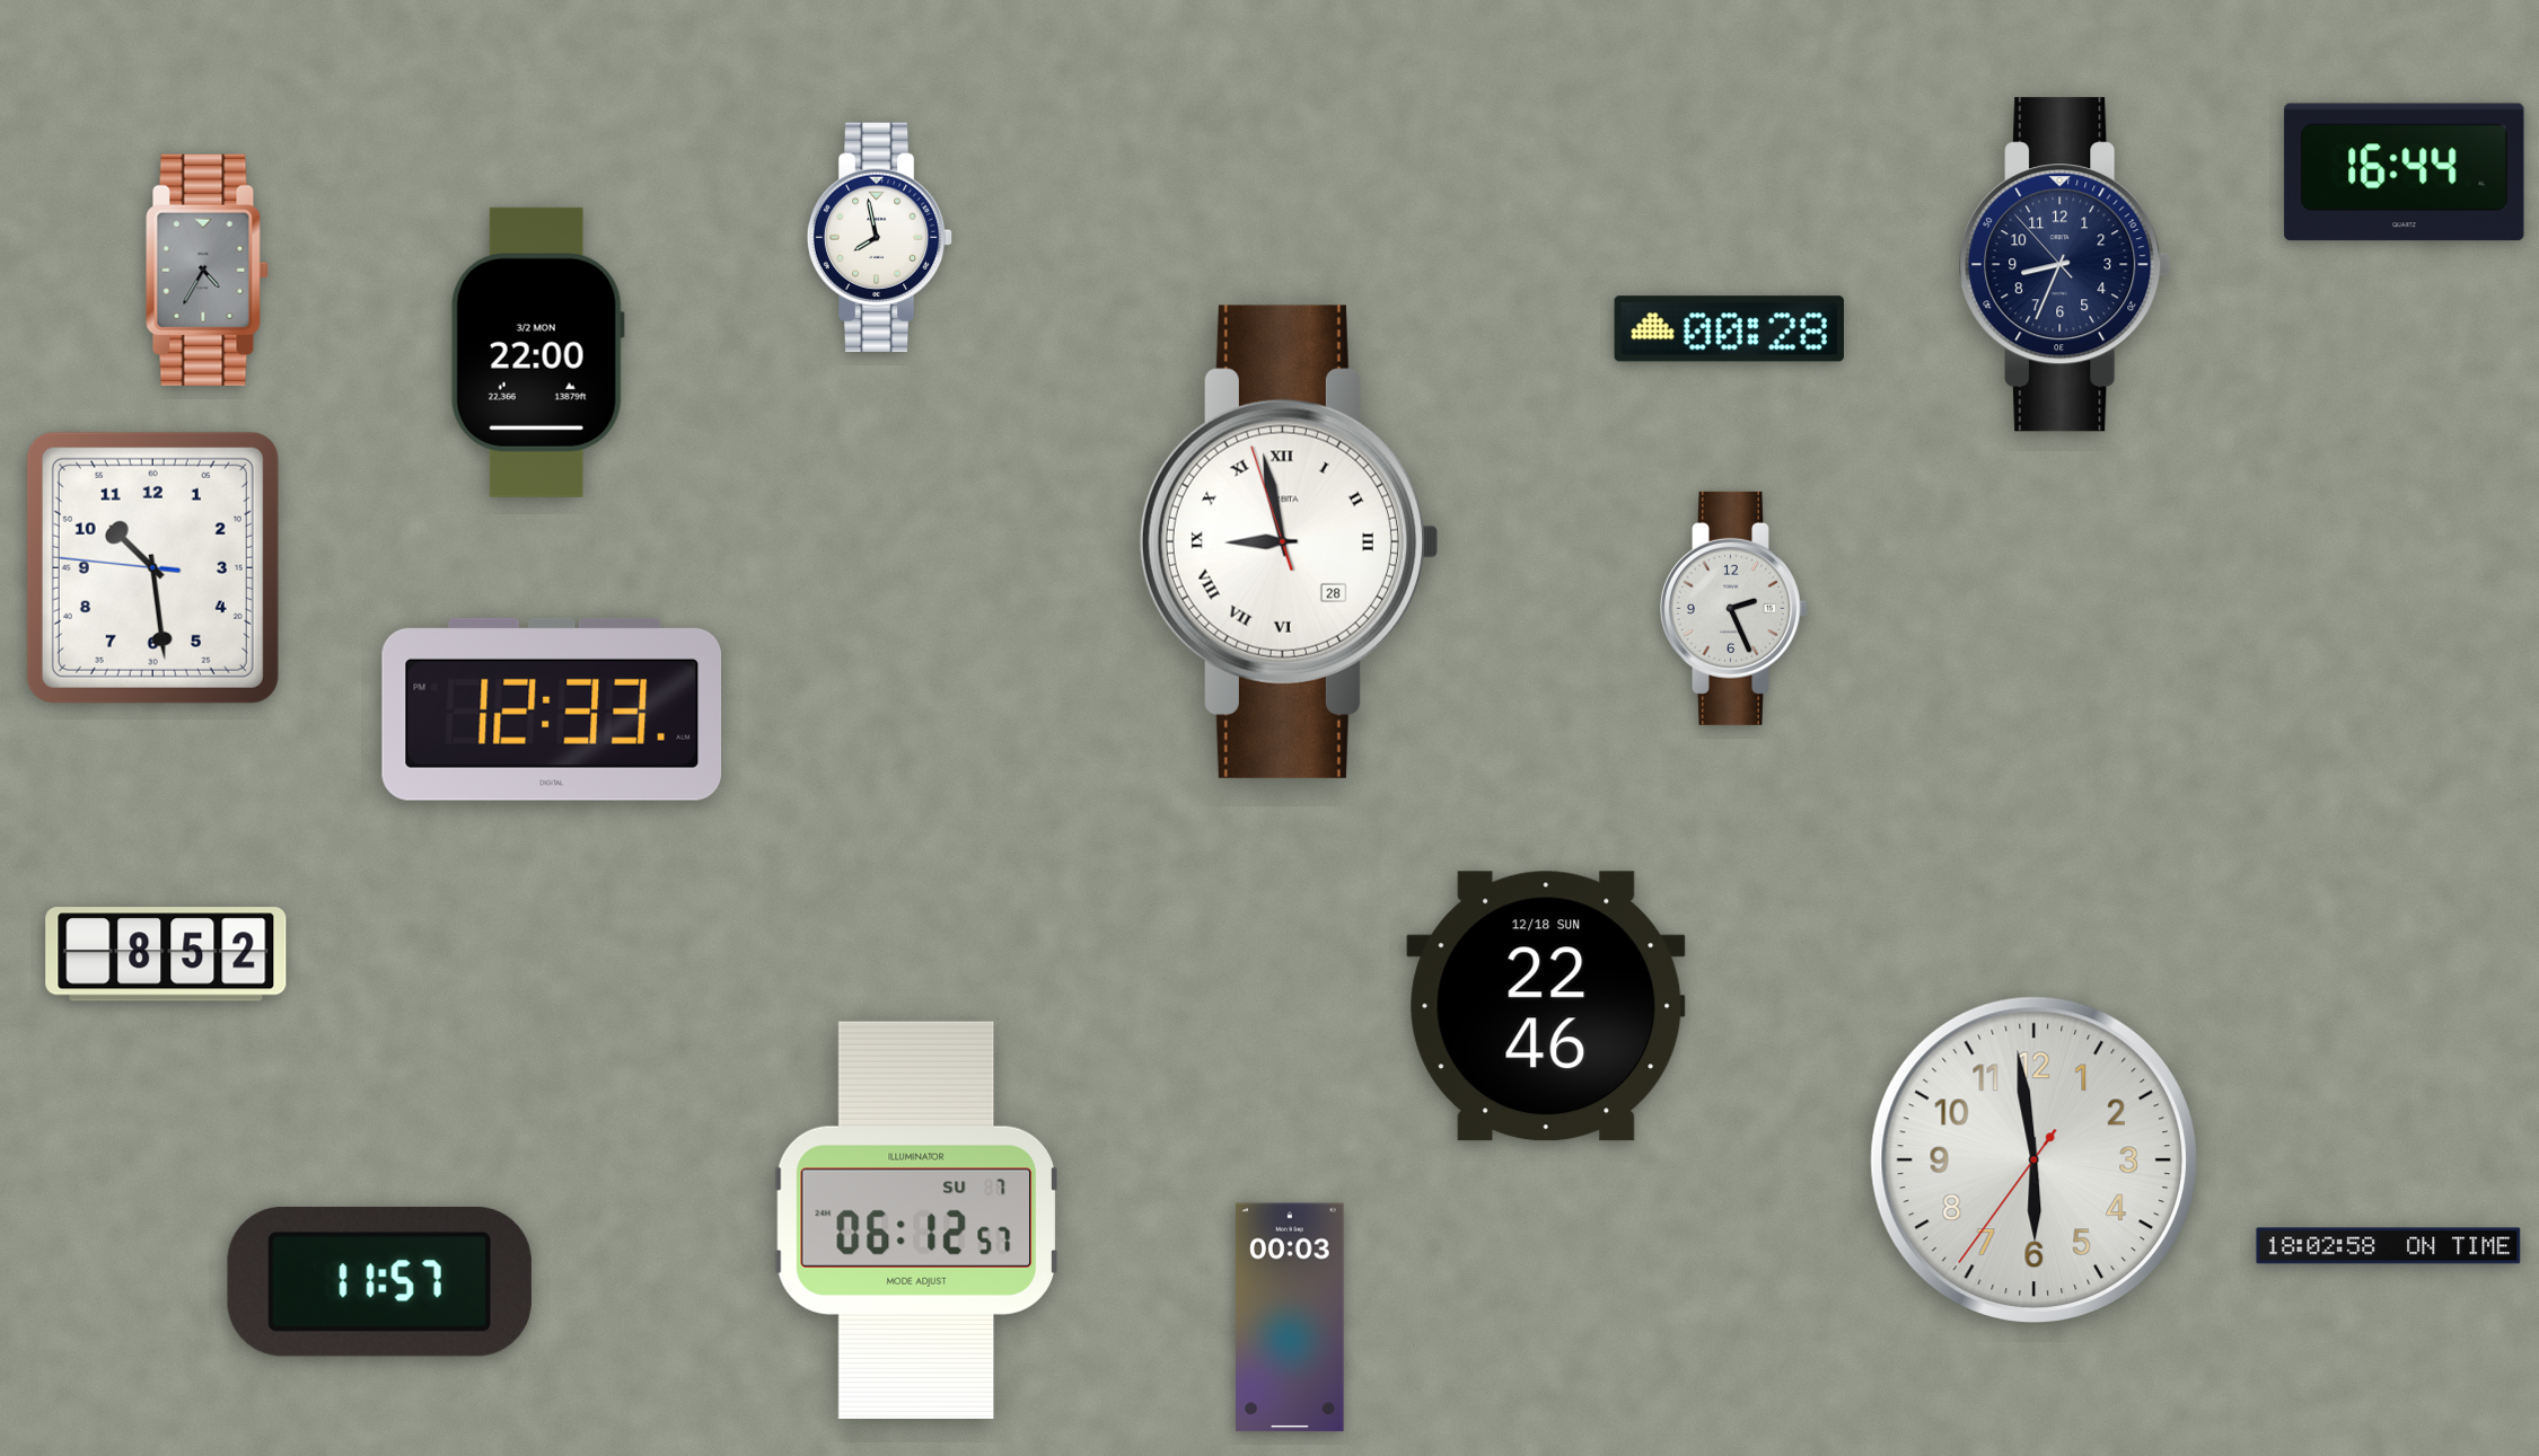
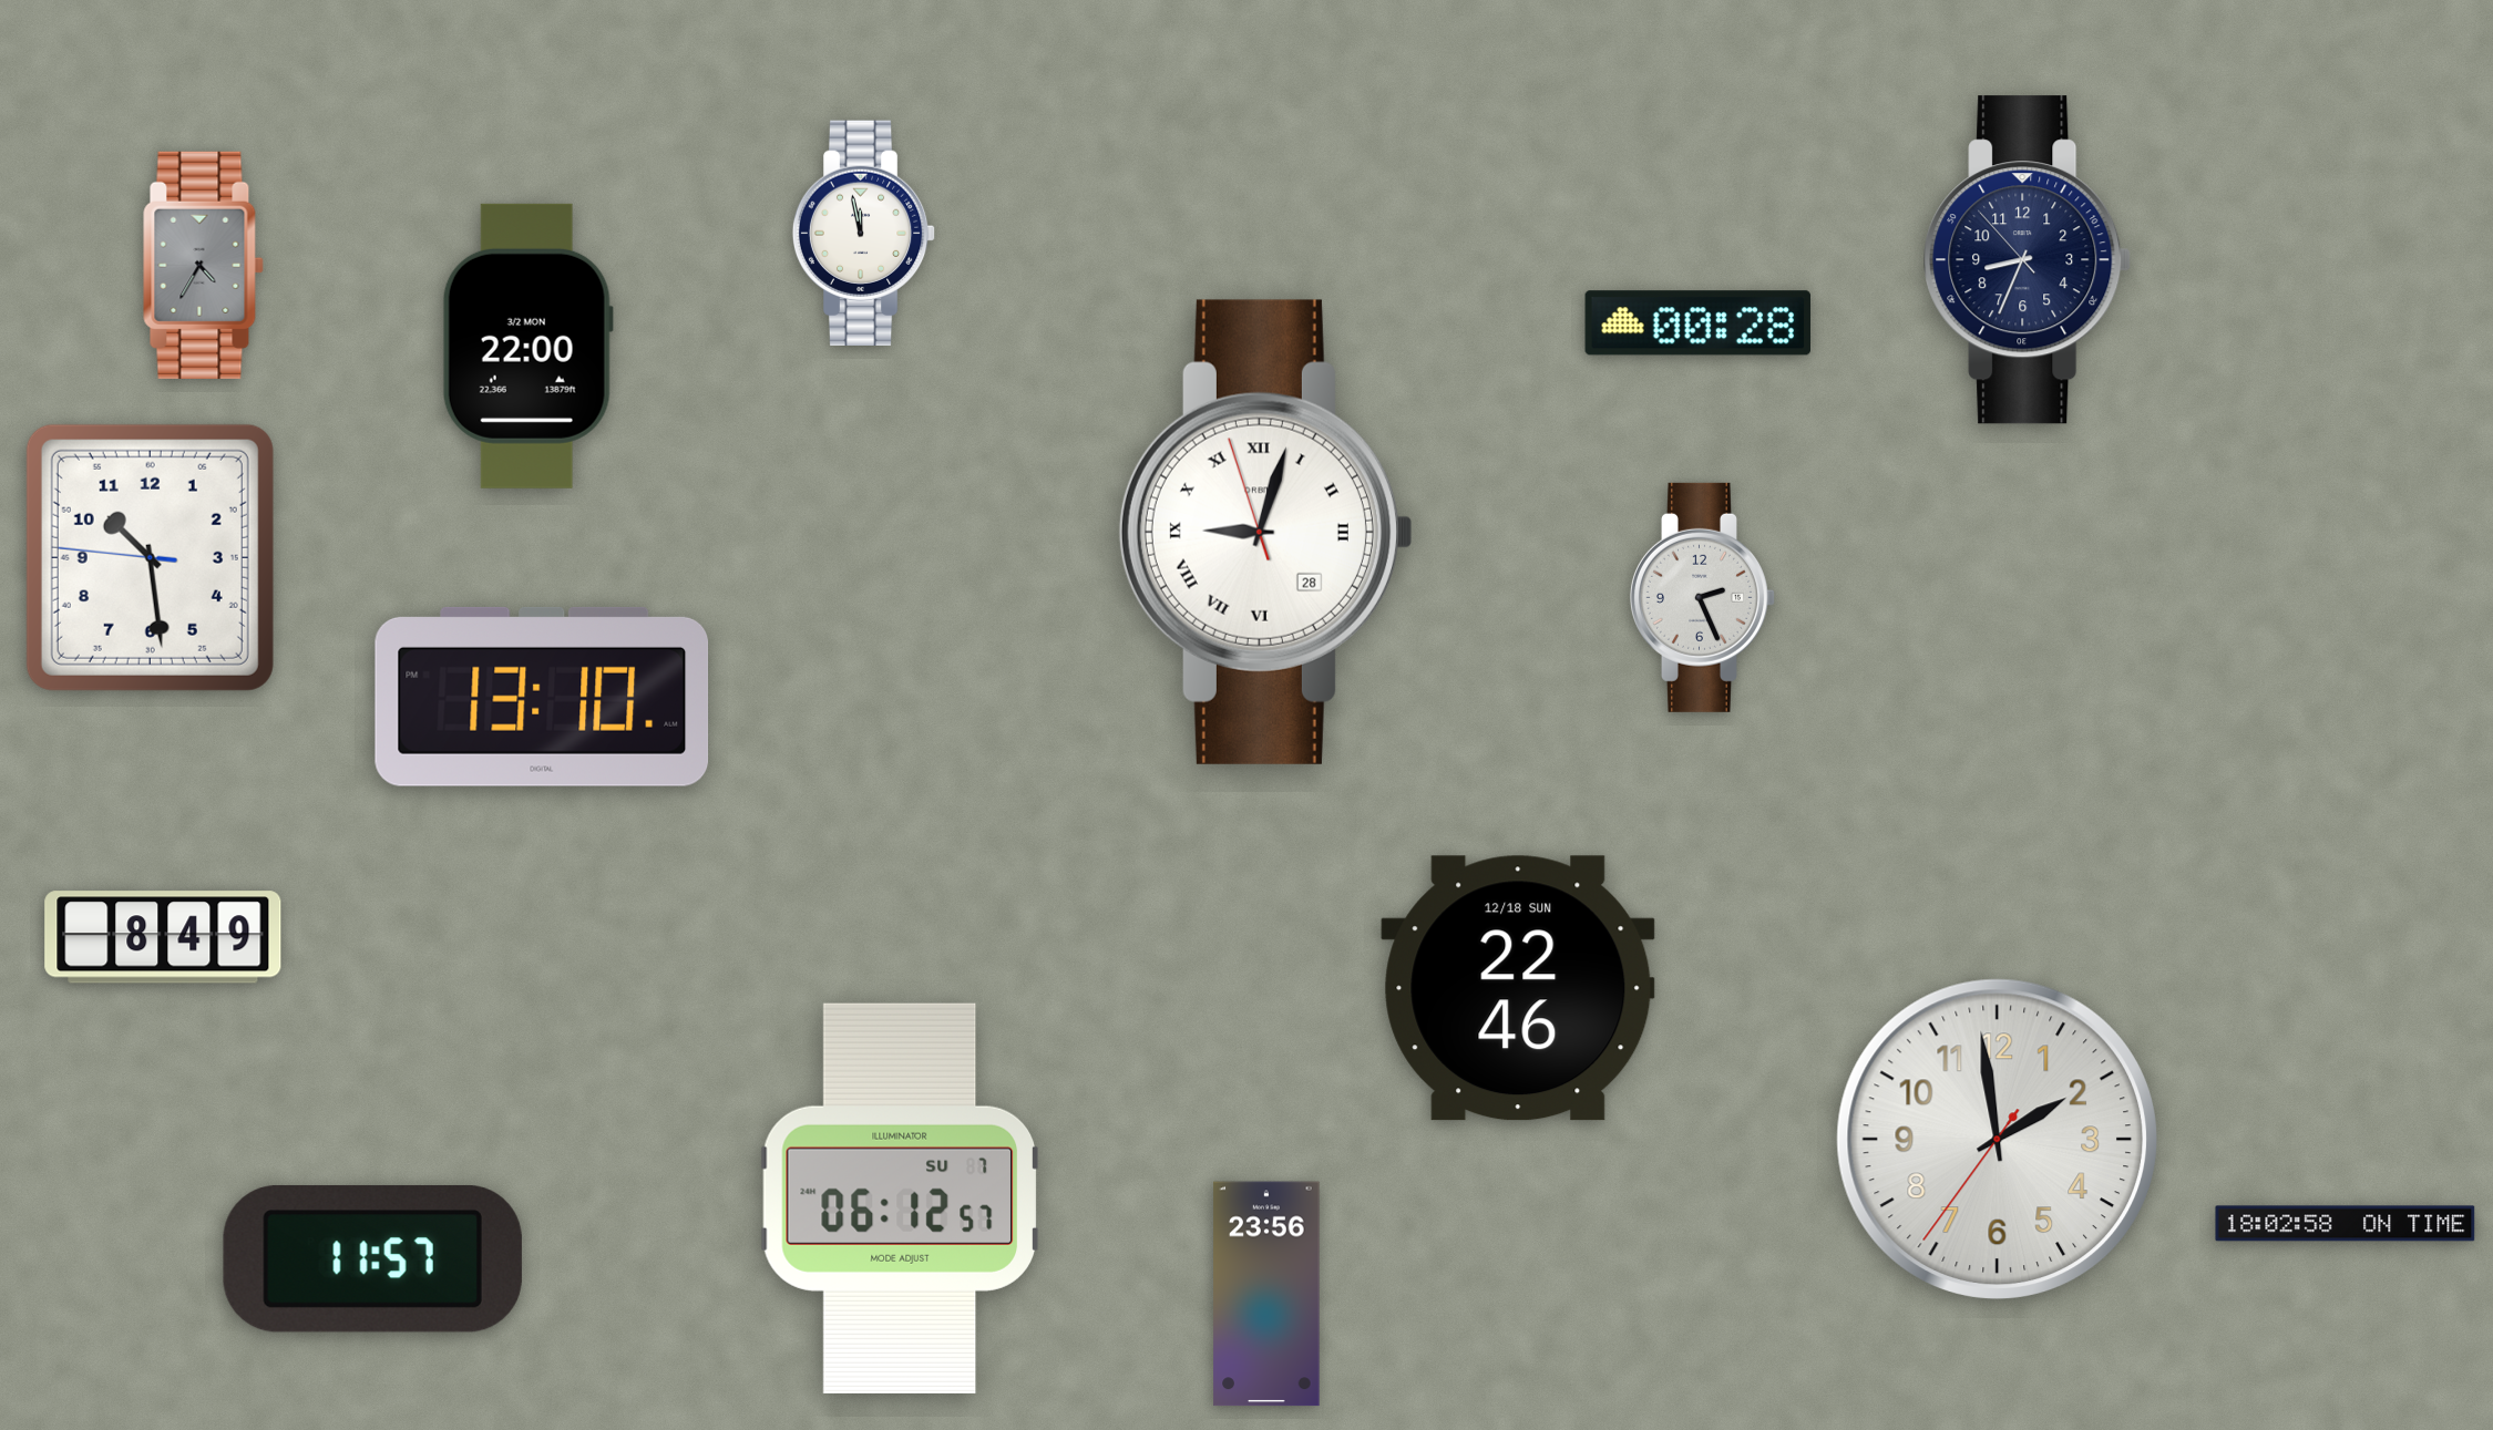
clock at (2405, 173): 16:44 -> none
clock at (880, 237): 7:58 -> 11:58
clock at (1289, 541): 8:57 -> 9:02
clock at (552, 709): 12:33 -> 13:10
clock at (166, 954): 8:52 -> 8:49
clock at (2033, 1159): 5:58 -> 1:58
clock at (1290, 1317): 00:03 -> 23:56
